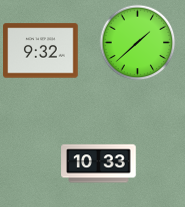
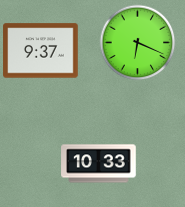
clock at (138, 43): 1:38 -> 6:19
clock at (41, 51): 9:32 -> 9:37
